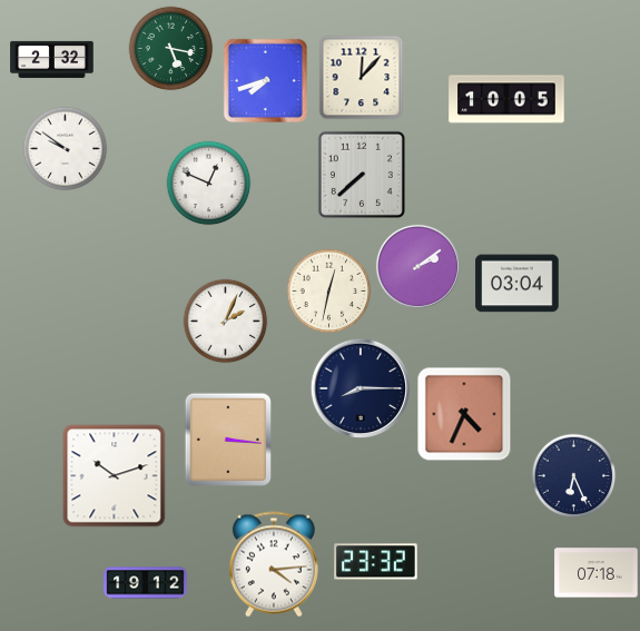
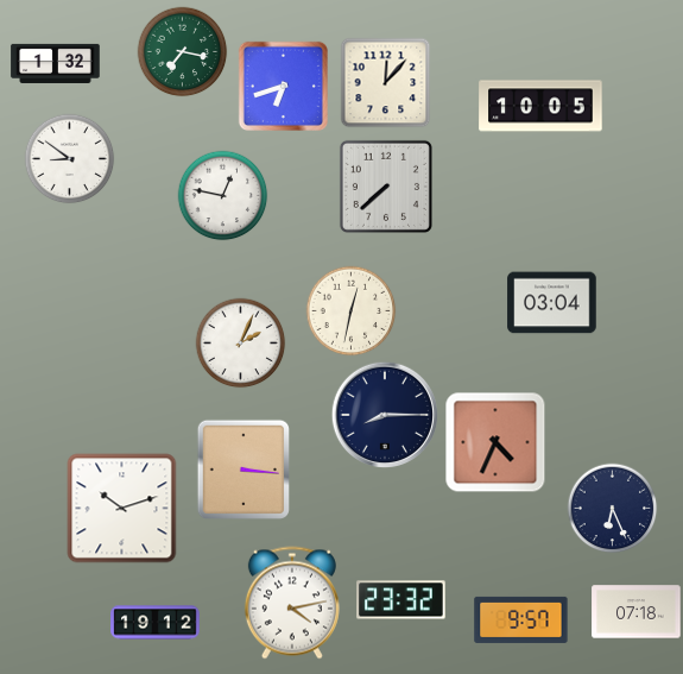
clock at (171, 49): 5:17 -> 7:17
clock at (52, 59): 2:32 -> 1:32
clock at (265, 80): 7:42 -> 6:42
clock at (66, 149): 9:51 -> 8:51
clock at (209, 184): 12:49 -> 12:47
clock at (417, 266): 2:09 -> none
clock at (274, 564): 4:14 -> 4:13
clock at (521, 619): none -> 9:57
